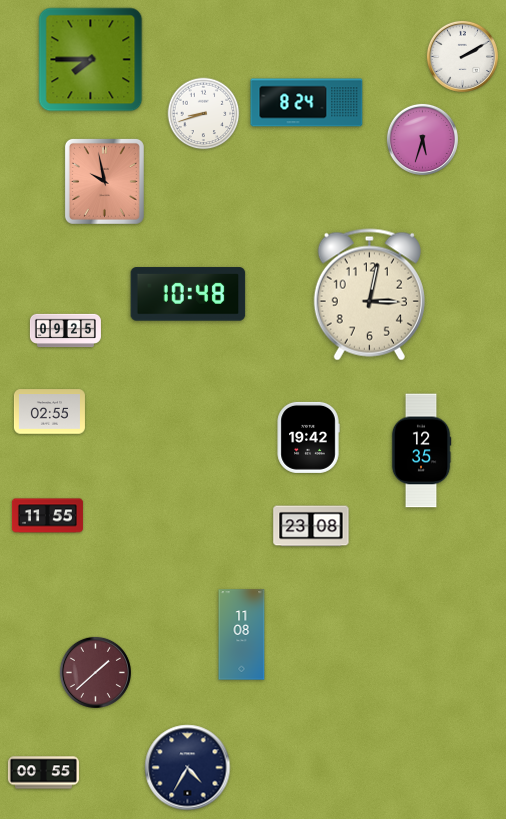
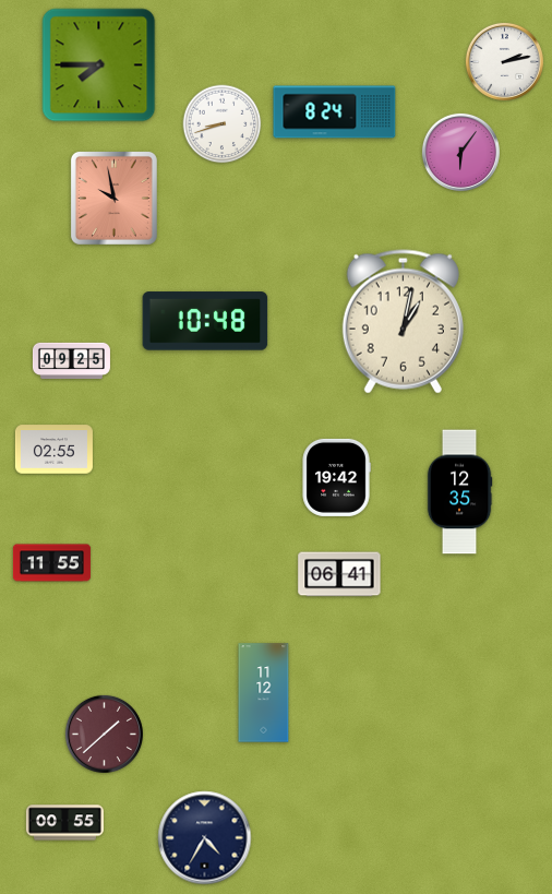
clock at (462, 56): 2:10 -> 2:13
clock at (422, 139): 5:33 -> 6:06
clock at (369, 295): 3:02 -> 1:02
clock at (311, 526): 23:08 -> 06:41
clock at (242, 635): 11:08 -> 11:12
clock at (43, 773) position: (43, 773) -> (64, 823)
